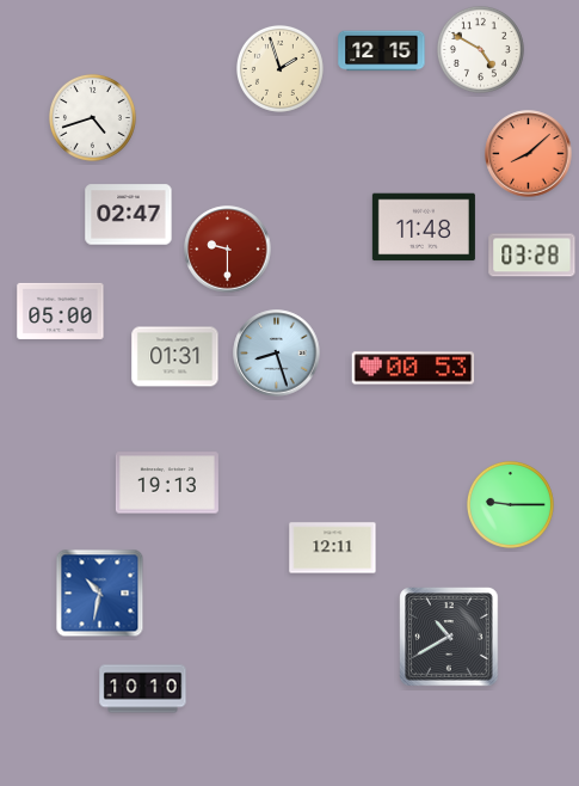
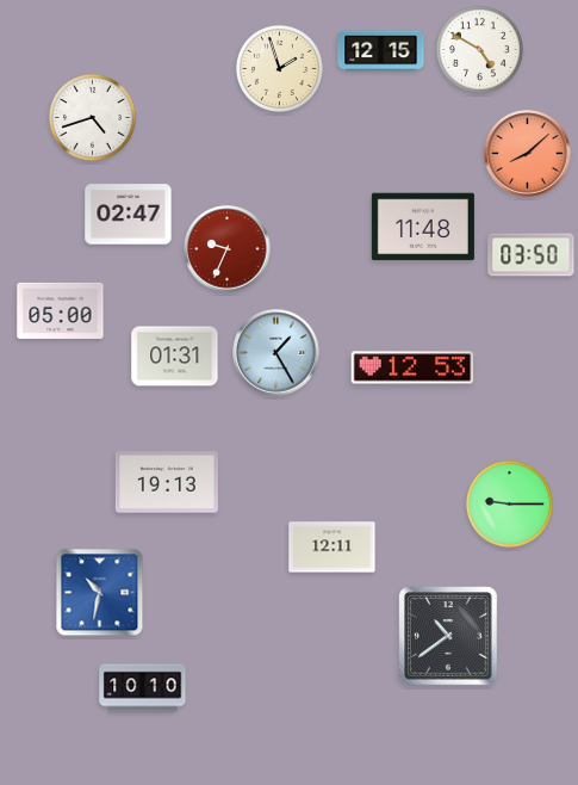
clock at (228, 250): 9:30 -> 9:34
clock at (532, 256): 03:28 -> 03:50
clock at (277, 354): 8:27 -> 1:25
clock at (413, 368): 00:53 -> 12:53
clock at (449, 637): 10:40 -> 10:39
